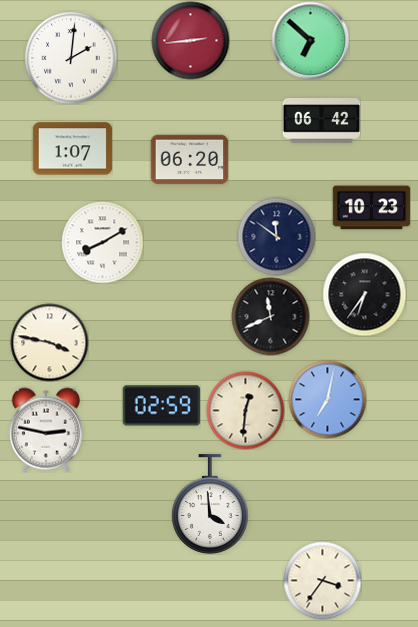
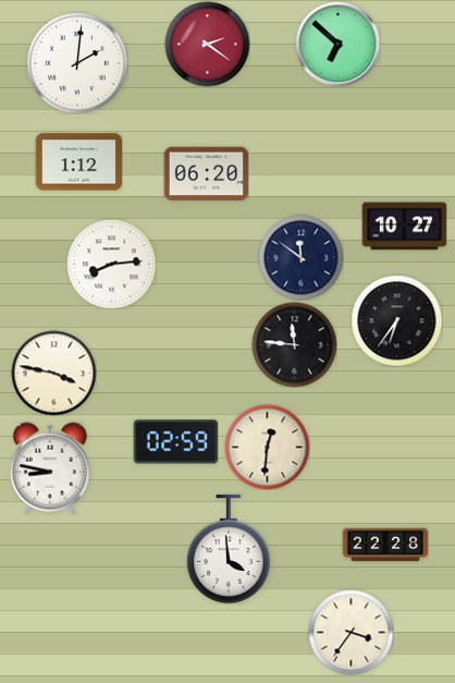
clock at (190, 40): 2:44 -> 2:21
clock at (321, 121): 06:42 -> none
clock at (72, 149): 1:07 -> 1:12
clock at (371, 208): 10:23 -> 10:27
clock at (102, 242): 8:10 -> 8:14
clock at (270, 316): 11:41 -> 11:46
clock at (327, 399): 7:02 -> none
clock at (46, 430): 2:47 -> 8:47
clock at (385, 545): none -> 22:28
